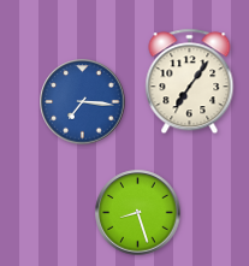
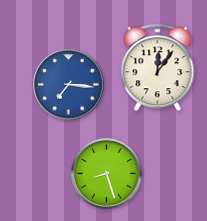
clock at (190, 82): 7:06 -> 12:06
clock at (138, 213) position: (138, 213) -> (107, 174)
